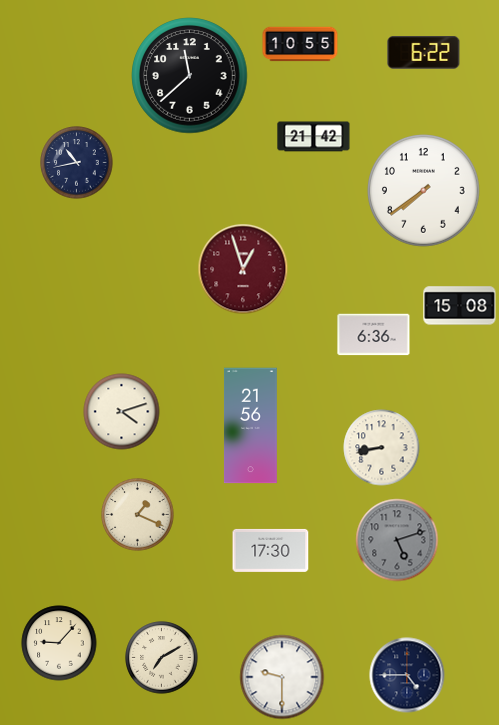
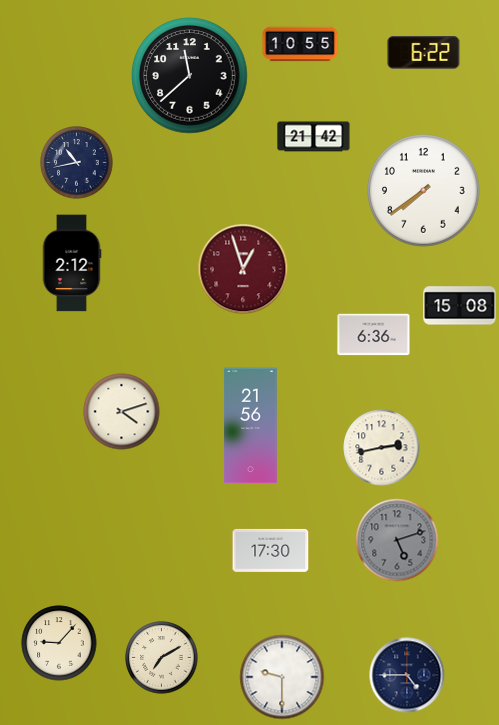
clock at (72, 263): none -> 2:12
clock at (382, 448): 8:43 -> 2:43
clock at (138, 515): 1:19 -> none
